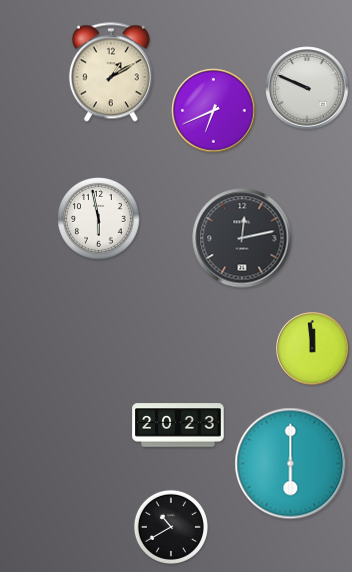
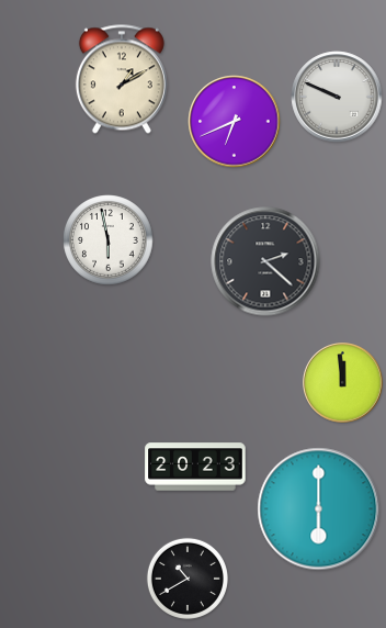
clock at (242, 238): 12:13 -> 2:22
